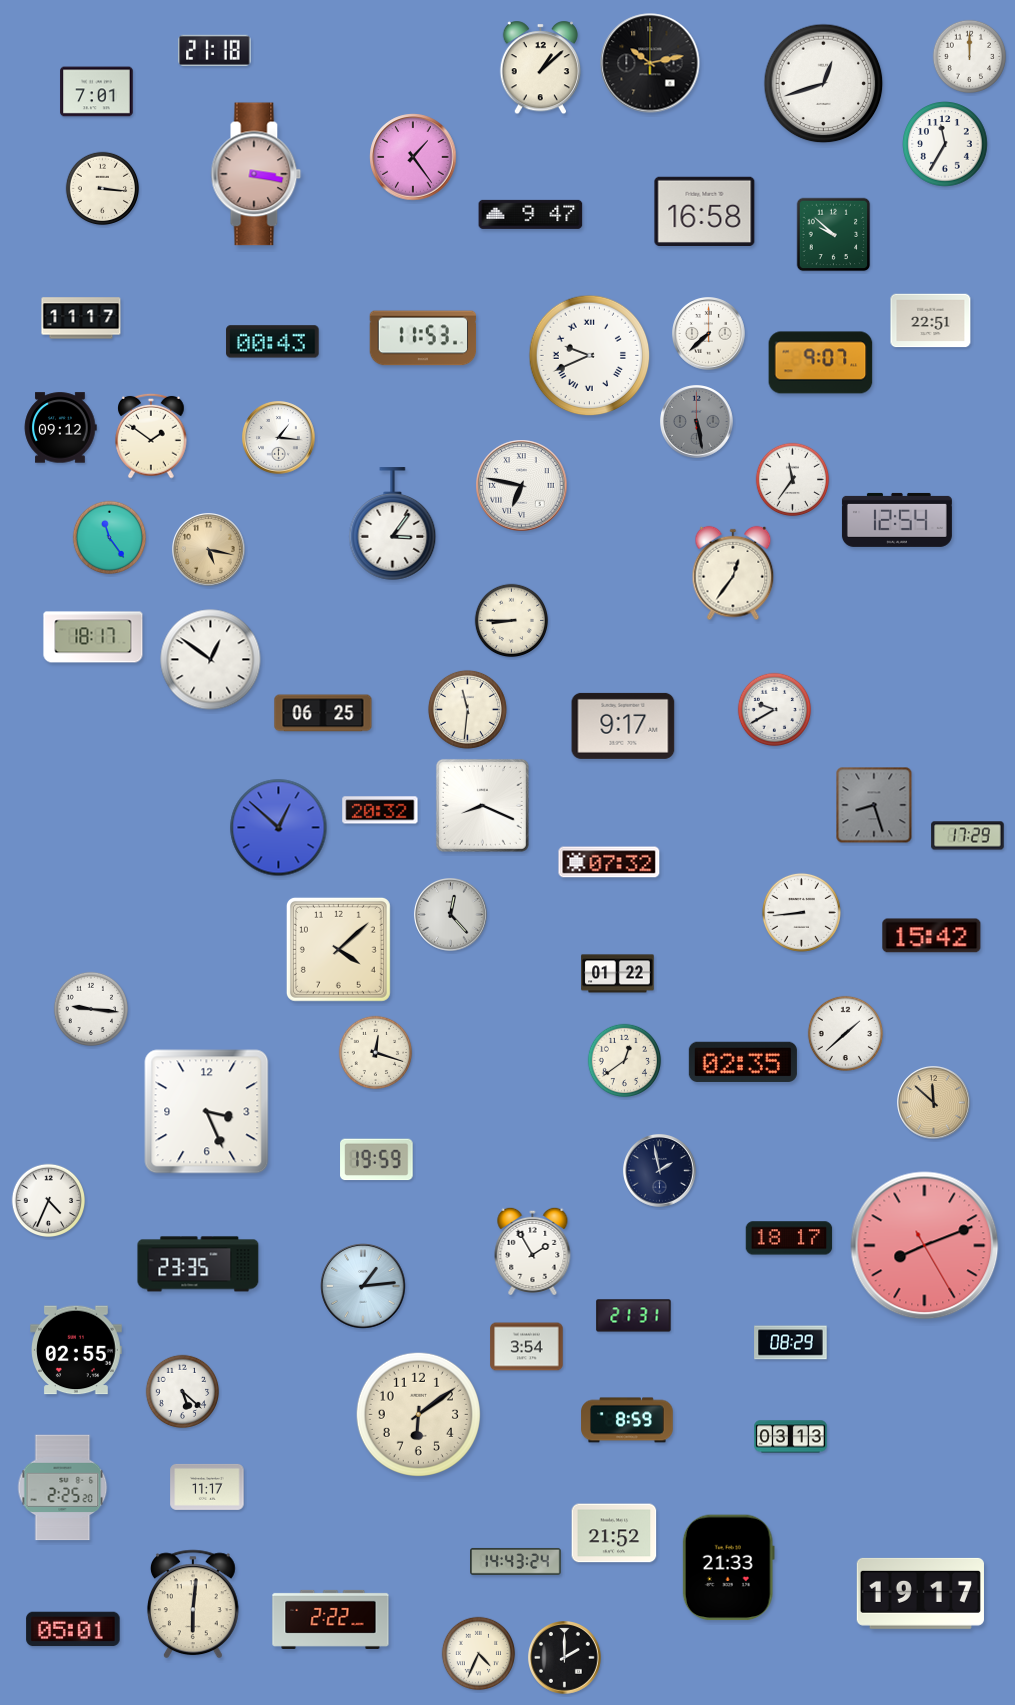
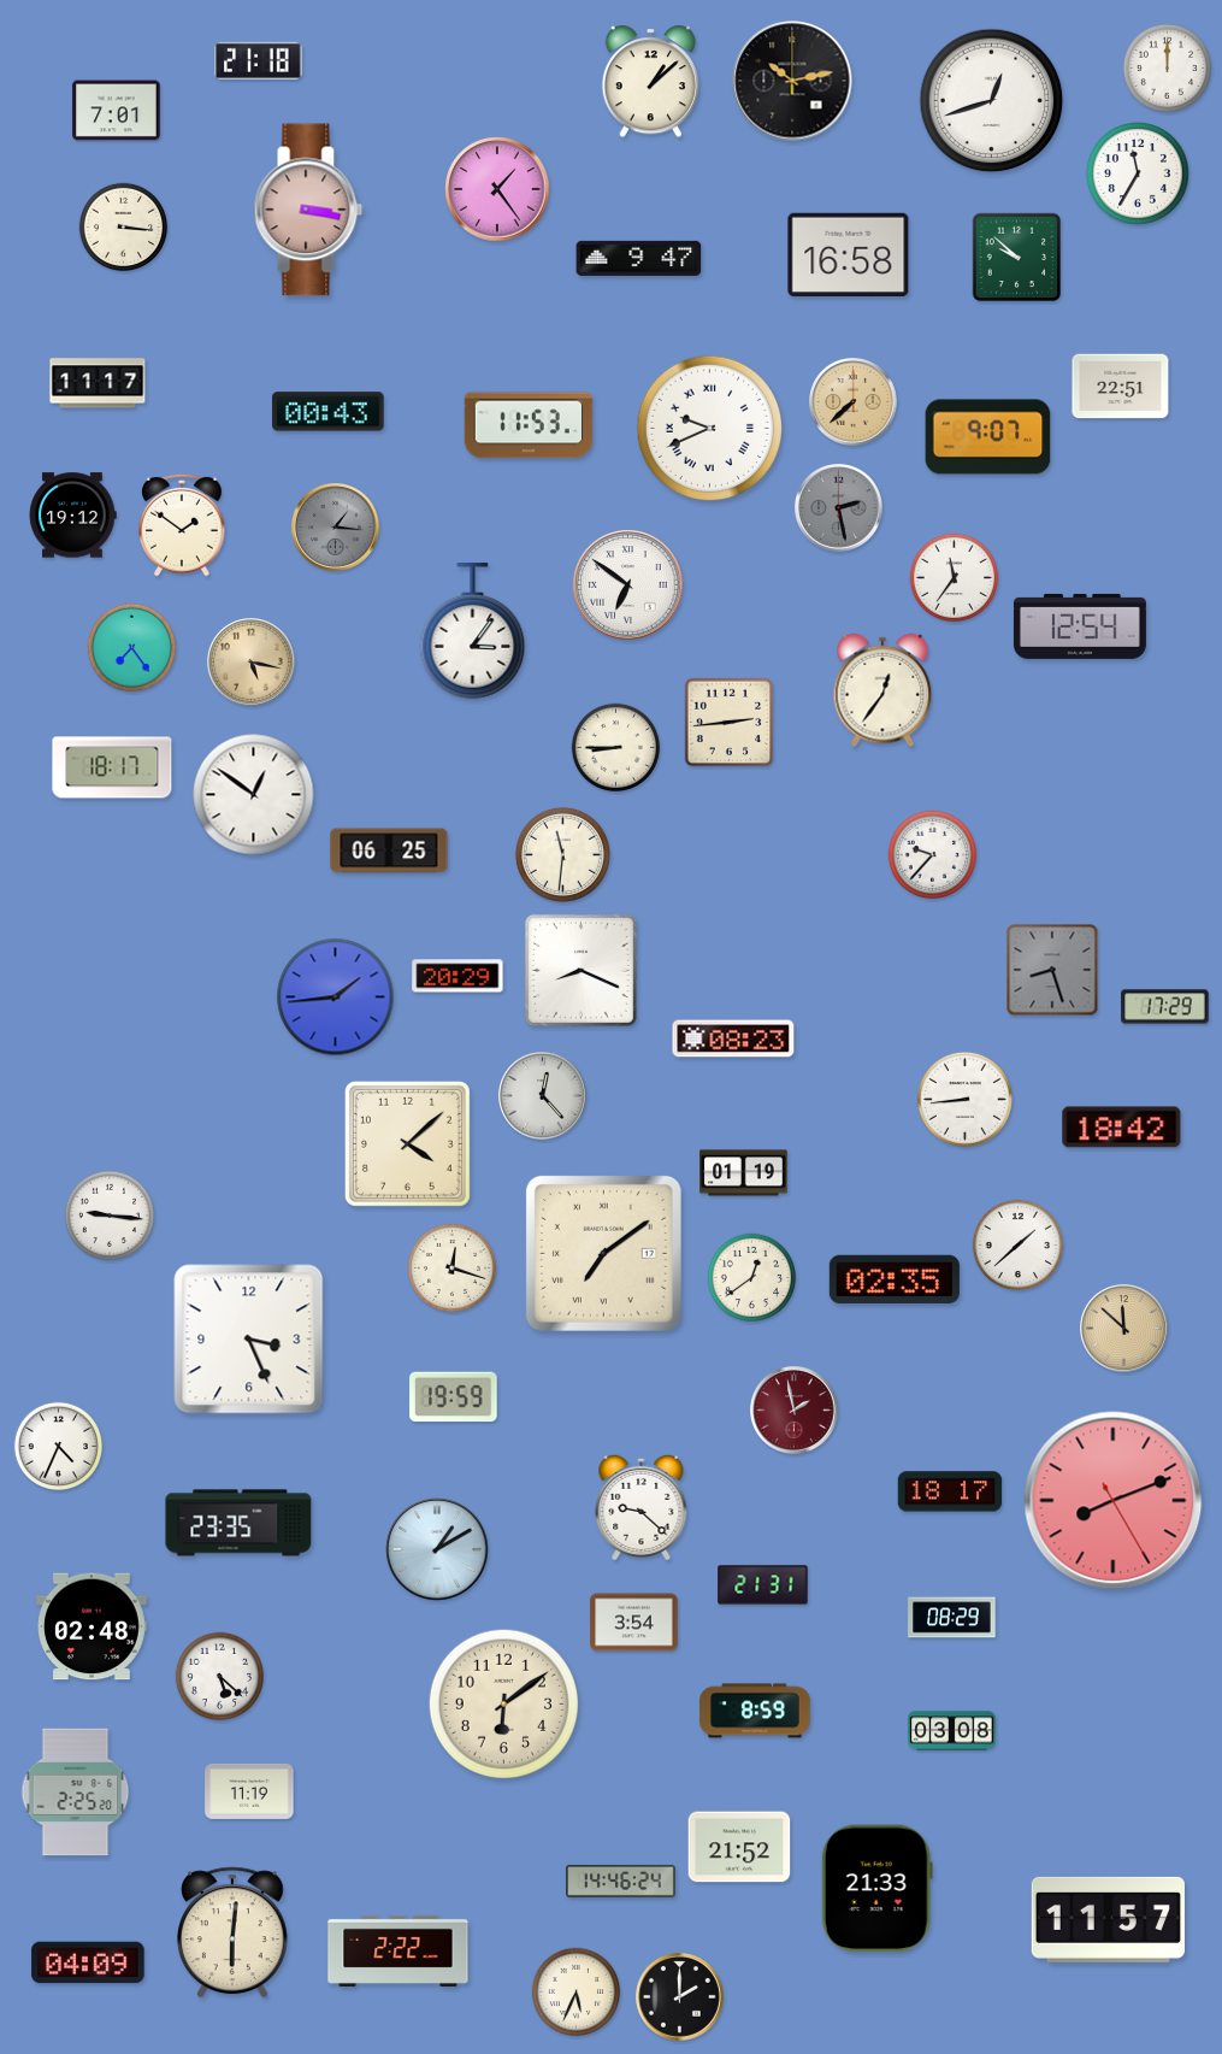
clock at (650, 63) position: (650, 63) -> (792, 81)
clock at (834, 235) position: (834, 235) -> (1017, 258)
clock at (709, 334) dial: white -> champagne
clock at (423, 338) position: (423, 338) -> (529, 425)
clock at (697, 422): 5:28 -> 2:28
clock at (60, 428): 09:12 -> 19:12
clock at (279, 438) dial: white -> grey
clock at (522, 486): 6:47 -> 6:51
clock at (110, 538): 11:24 -> 7:24
clock at (730, 723): none -> 2:44
clock at (775, 710): 9:40 -> 9:37
clock at (323, 713) position: (323, 713) -> (389, 851)
clock at (623, 726): 9:17 -> none
clock at (380, 810): 20:32 -> 20:29
clock at (279, 828): 12:52 -> 1:44
clock at (609, 862): 07:32 -> 08:23
clock at (451, 915) position: (451, 915) -> (543, 1096)
clock at (932, 936): 15:42 -> 18:42
clock at (618, 974): 01:22 -> 01:19
clock at (603, 1253): none -> 7:09
clock at (660, 1171) dial: navy -> burgundy
clock at (533, 1251): 1:55 -> 9:22
clock at (363, 1286): 1:14 -> 1:10
clock at (76, 1350): 02:55 -> 02:48
clock at (791, 1437): 03:13 -> 03:08
clock at (207, 1487): 11:17 -> 11:19
clock at (516, 1561): 14:43 -> 14:46
clock at (920, 1593): 19:17 -> 11:57
clock at (73, 1629): 05:01 -> 04:09
clock at (479, 1654): 4:34 -> 5:34
